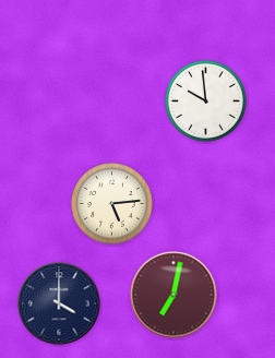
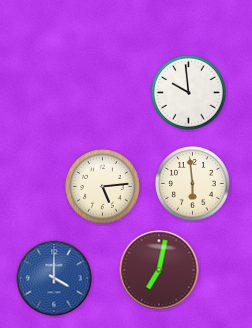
clock at (193, 184): none -> 5:59
clock at (59, 303) dial: navy -> blue
